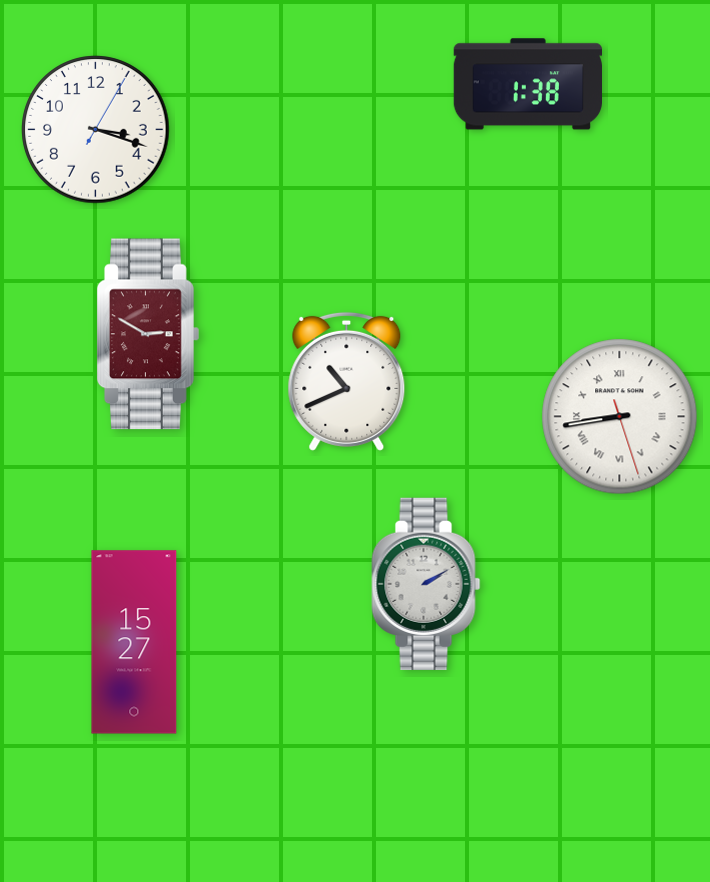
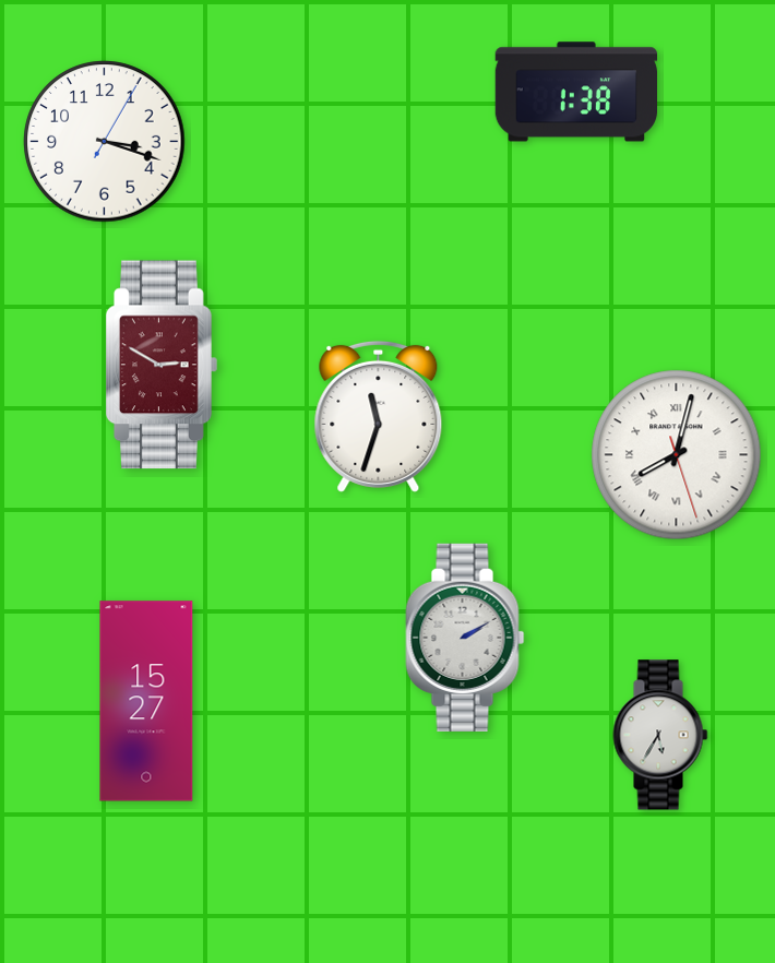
clock at (347, 381): 10:41 -> 11:33
clock at (620, 417): 8:43 -> 8:02
clock at (660, 735): none -> 5:35
